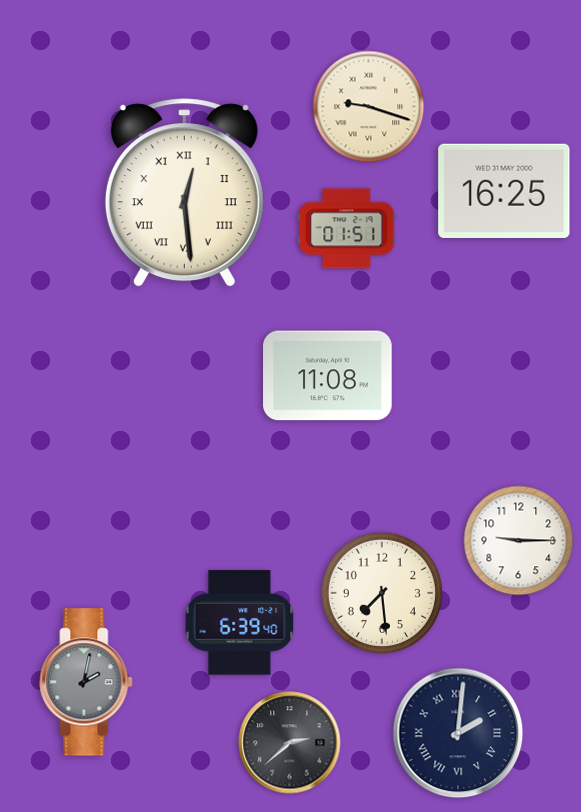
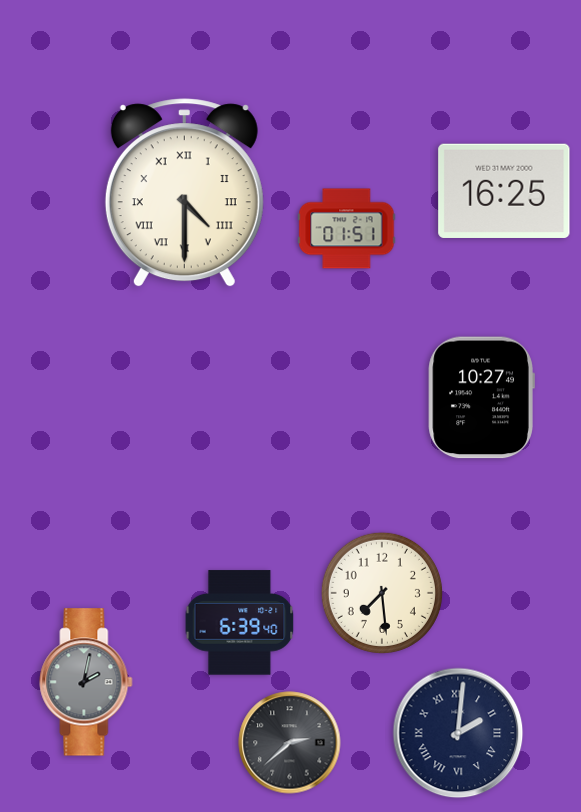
clock at (369, 107): 9:18 -> none
clock at (184, 193): 12:29 -> 4:30
clock at (328, 376): 11:08 -> none
clock at (481, 398): none -> 10:27
clock at (519, 541): 9:15 -> none
